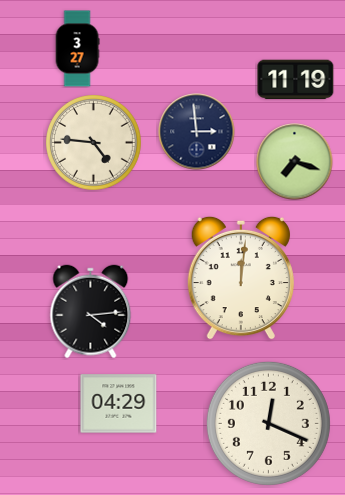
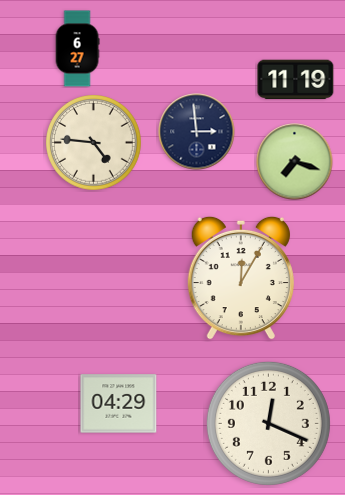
clock at (77, 49): 3:27 -> 6:27
clock at (241, 278): 12:01 -> 12:05
clock at (91, 312): 4:14 -> none
